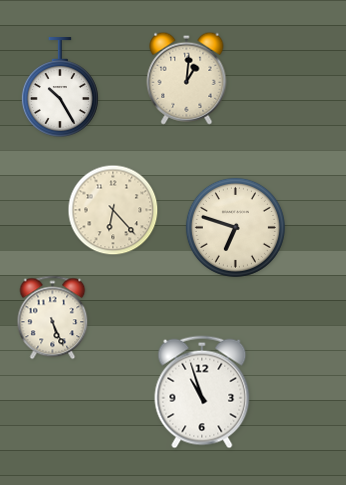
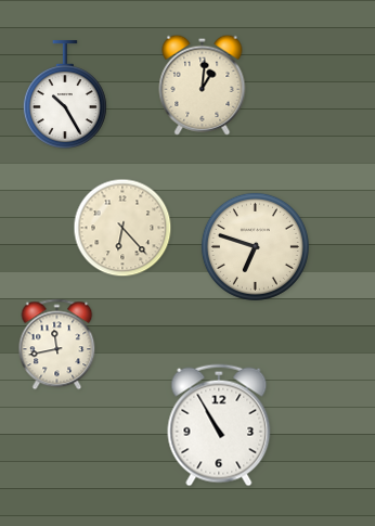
clock at (53, 318): 5:26 -> 11:43
clock at (202, 392): 10:57 -> 10:55
